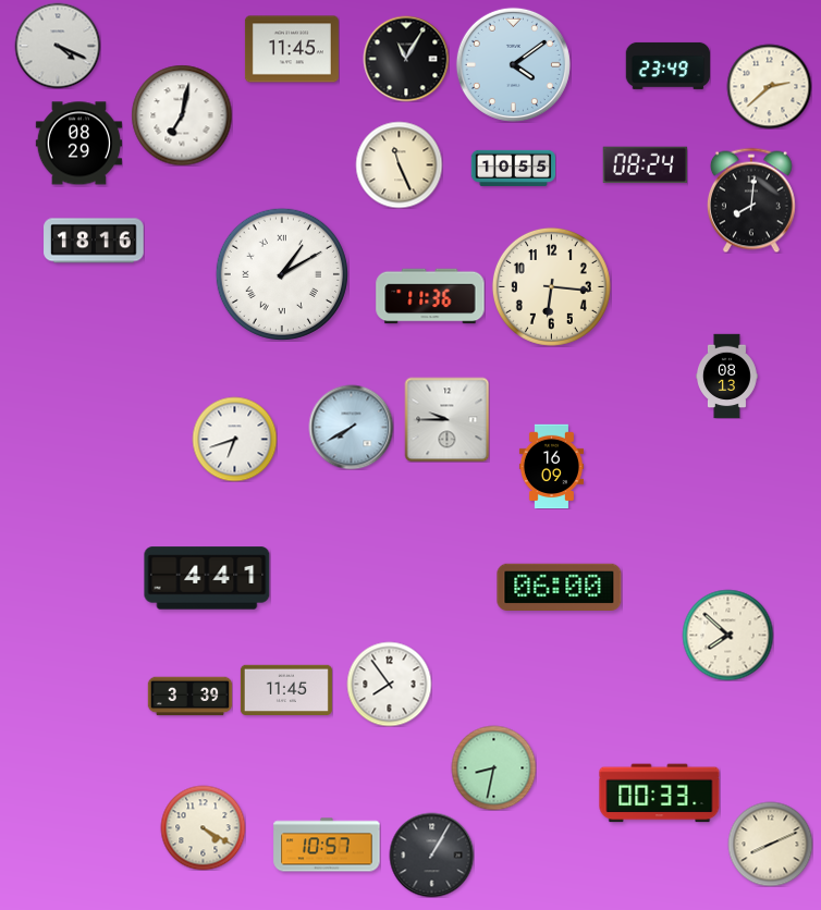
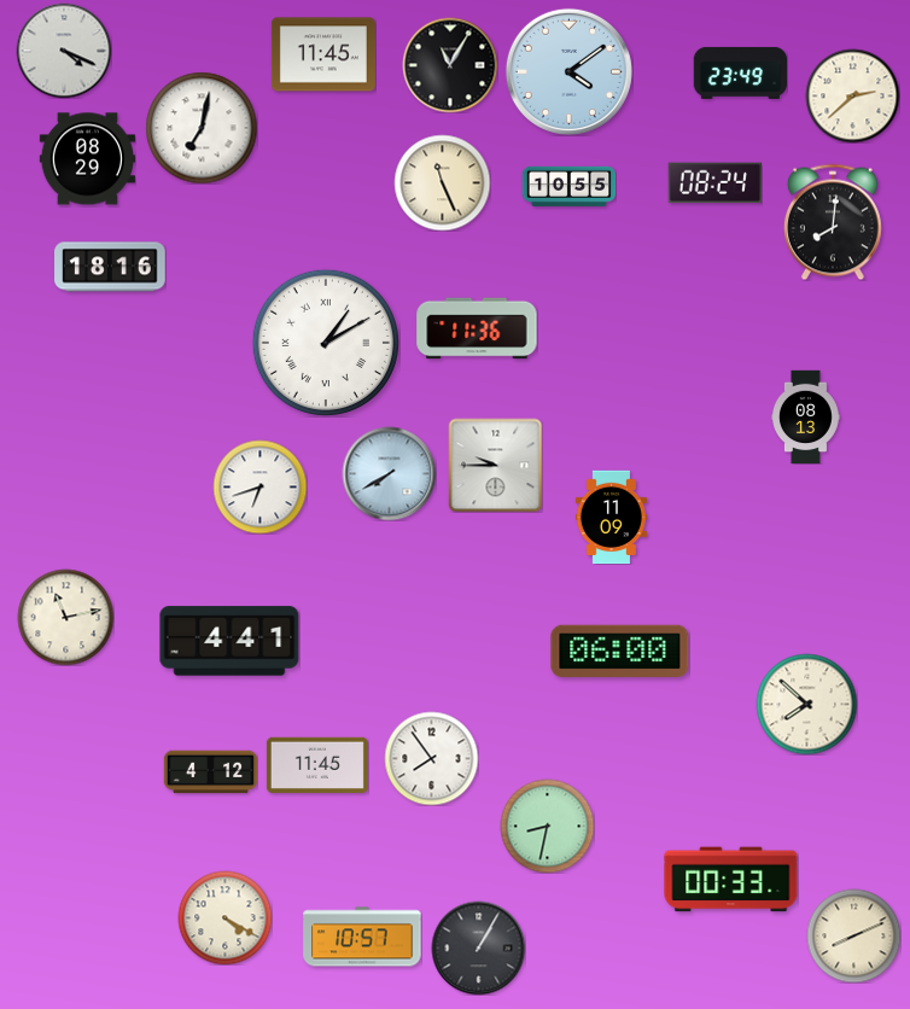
clock at (94, 241) position: (94, 241) -> (110, 267)
clock at (282, 274) position: (282, 274) -> (326, 343)
clock at (551, 286): 6:16 -> none
clock at (551, 466): 16:09 -> 11:09
clock at (65, 617): none -> 11:13
clock at (189, 697): 3:39 -> 4:12
clock at (493, 767) position: (493, 767) -> (547, 826)
